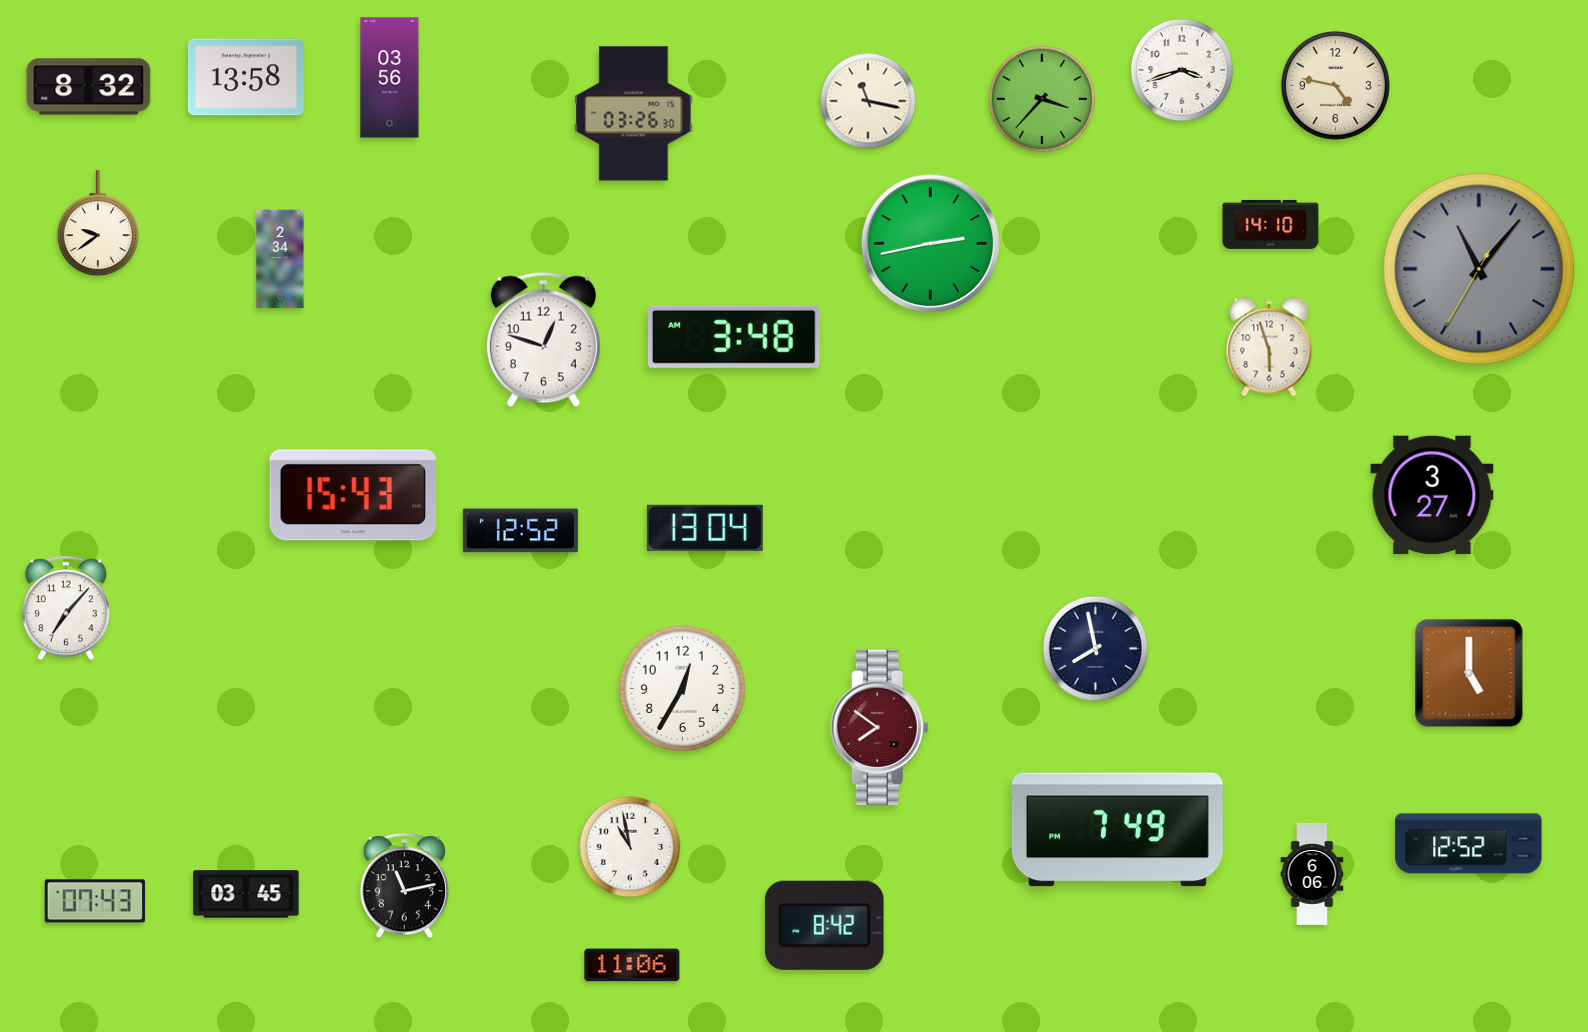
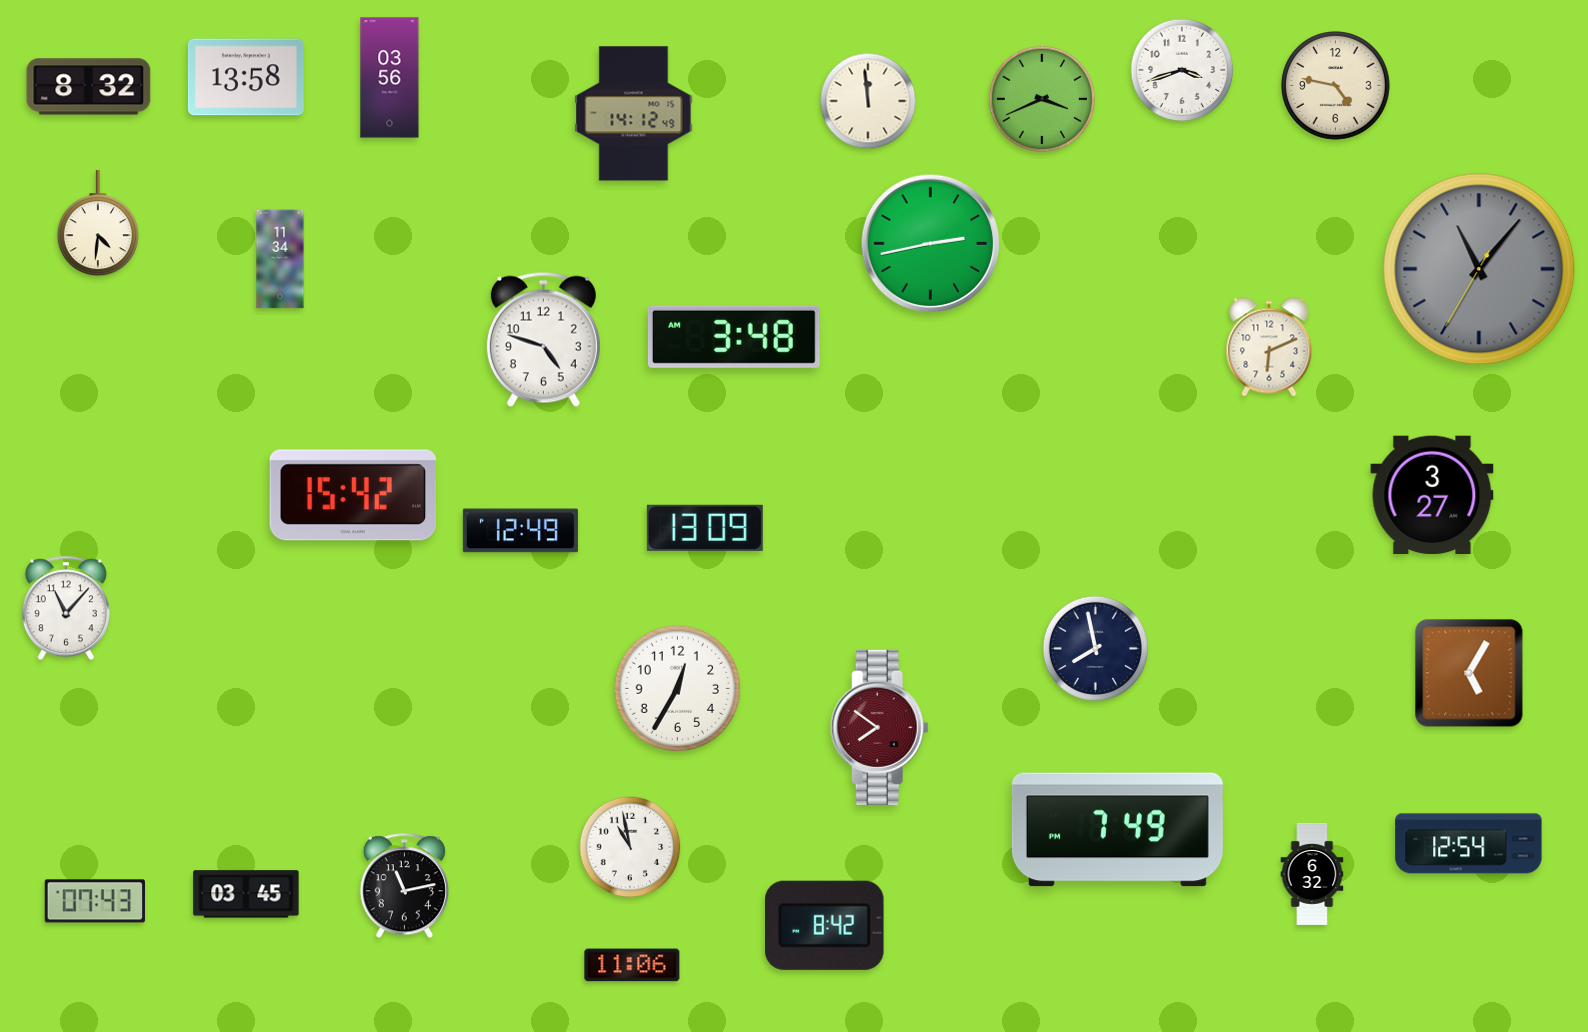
clock at (1042, 99): 3:37 -> 3:41
clock at (868, 101): 11:17 -> 11:59
clock at (634, 114): 03:26 -> 14:12
clock at (98, 224): 9:39 -> 4:31
clock at (1271, 224): 14:10 -> none
clock at (280, 259): 2:34 -> 11:34
clock at (543, 339): 12:48 -> 4:48
clock at (1269, 347): 5:57 -> 6:11
clock at (353, 495): 15:43 -> 15:42
clock at (705, 528): 13:04 -> 13:09
clock at (520, 531): 12:52 -> 12:49
clock at (66, 608): 7:07 -> 11:07
clock at (1469, 673): 5:00 -> 5:05
clock at (683, 689) position: (683, 689) -> (678, 689)
clock at (1469, 844): 12:52 -> 12:54
clock at (1312, 874): 6:06 -> 6:32
